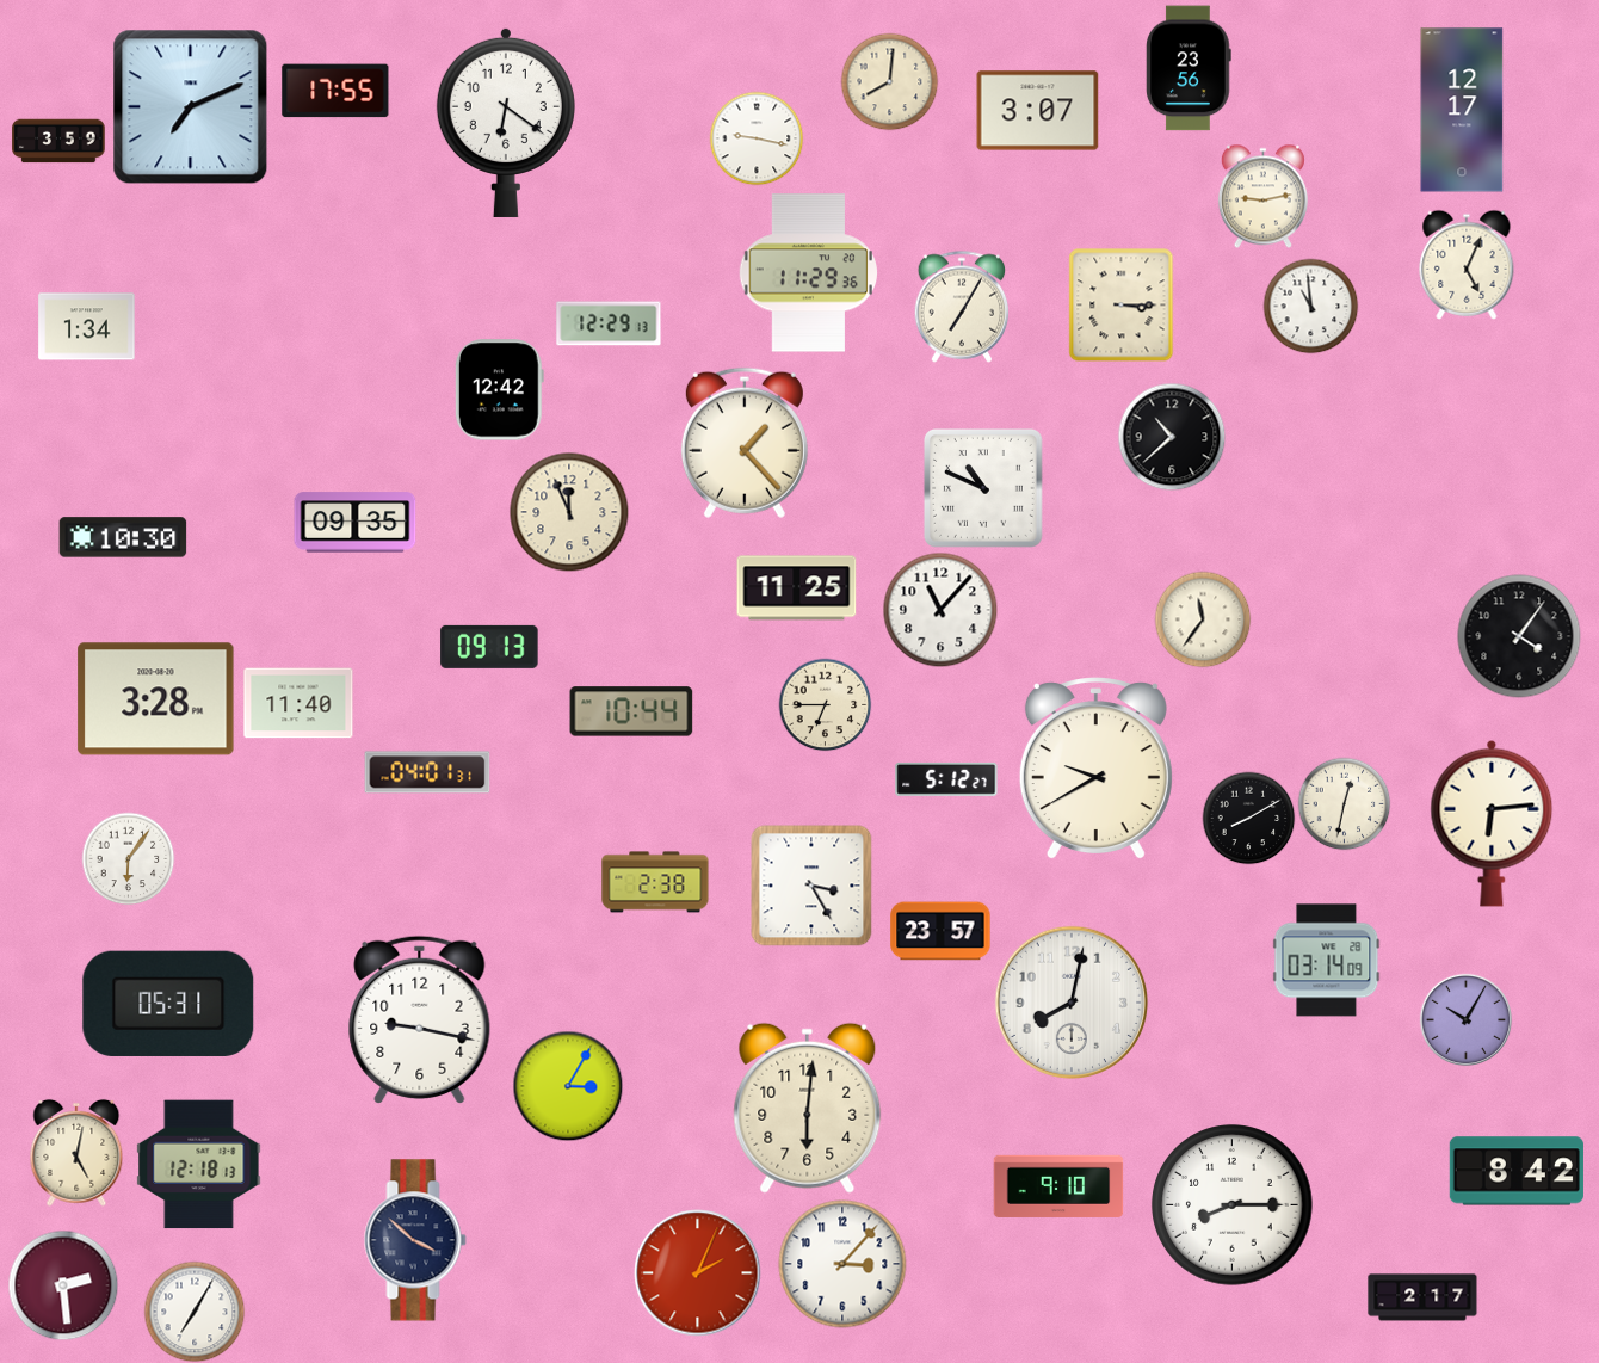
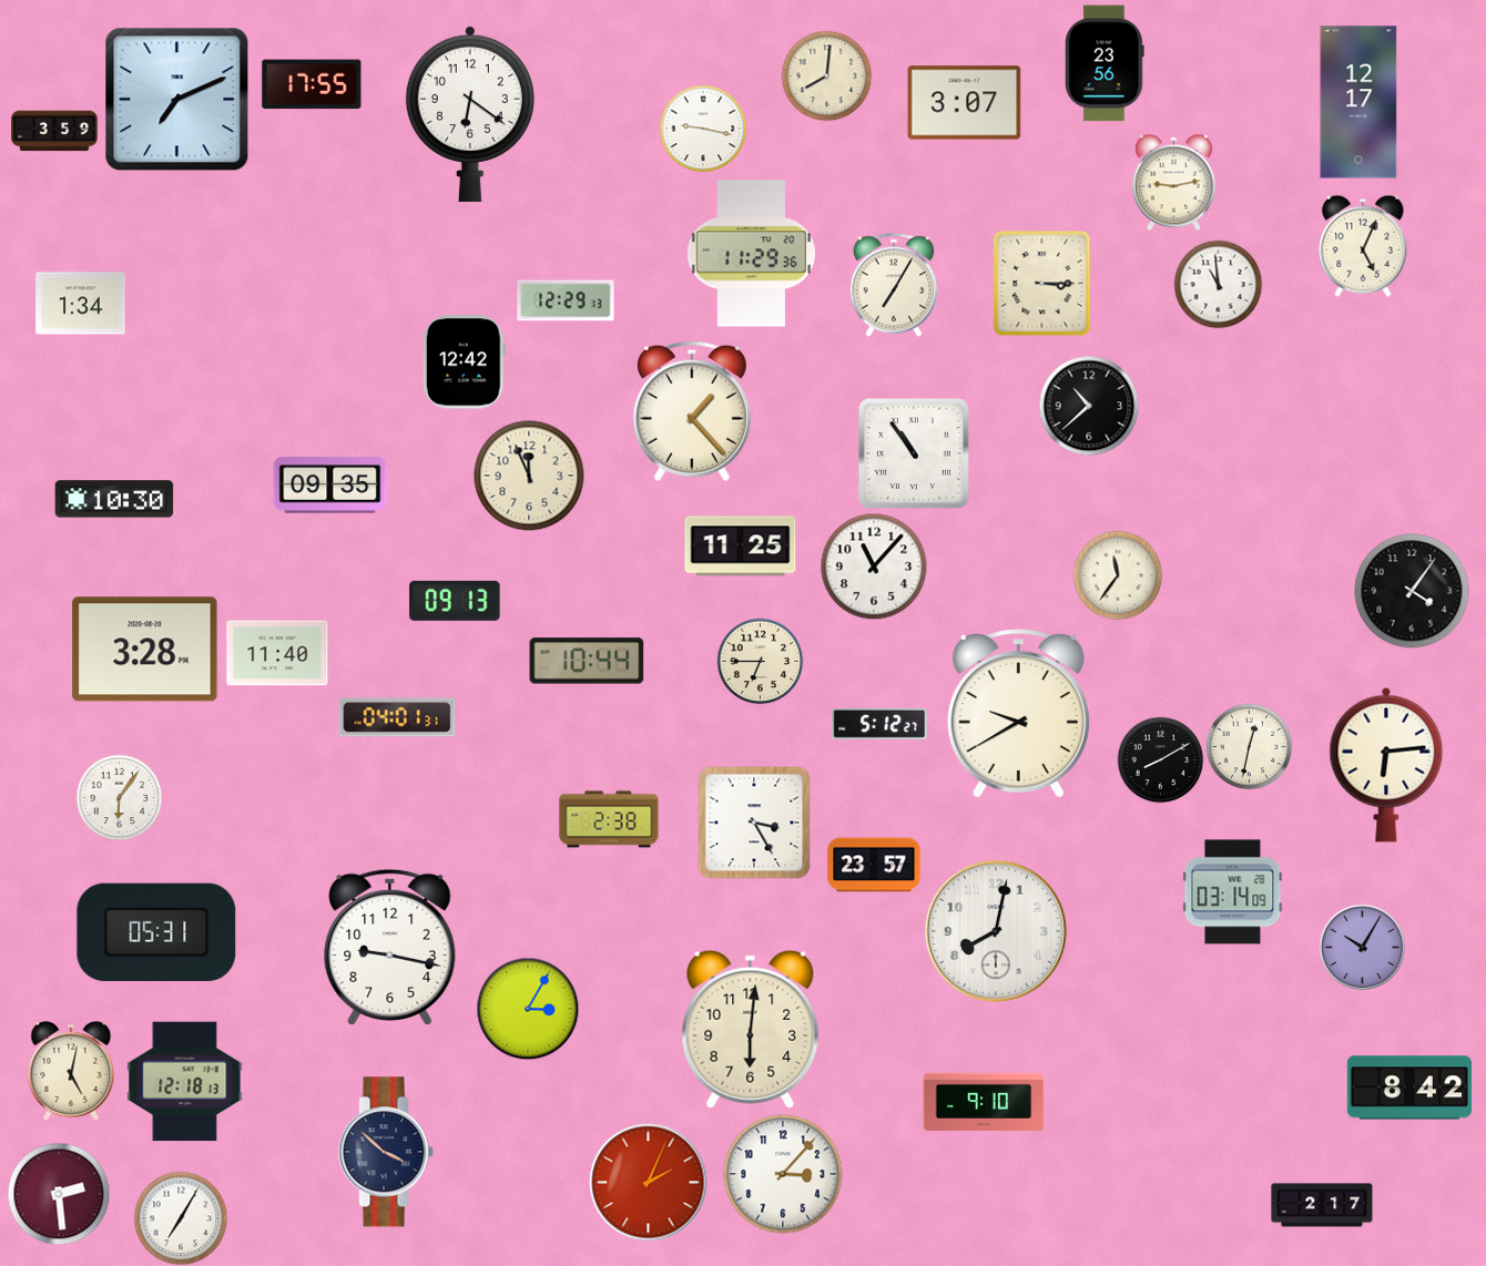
clock at (983, 488): 10:49 -> 10:54
clock at (825, 704) position: (825, 704) -> (760, 661)
clock at (1233, 1205): 8:15 -> none
